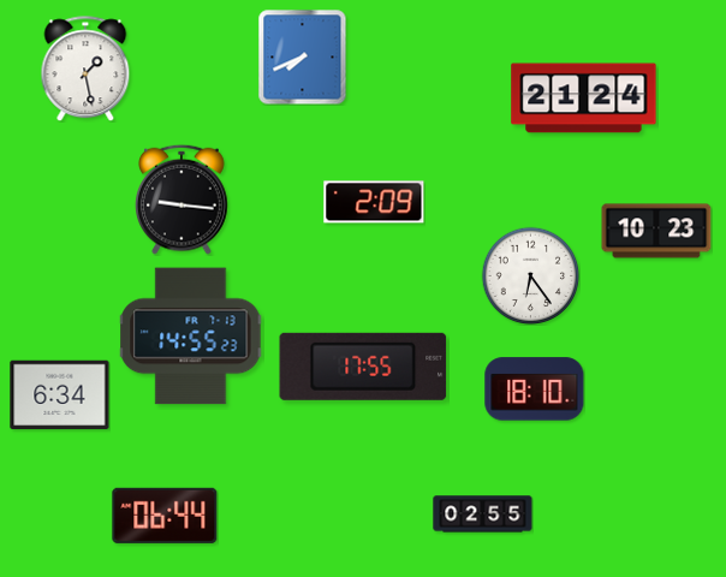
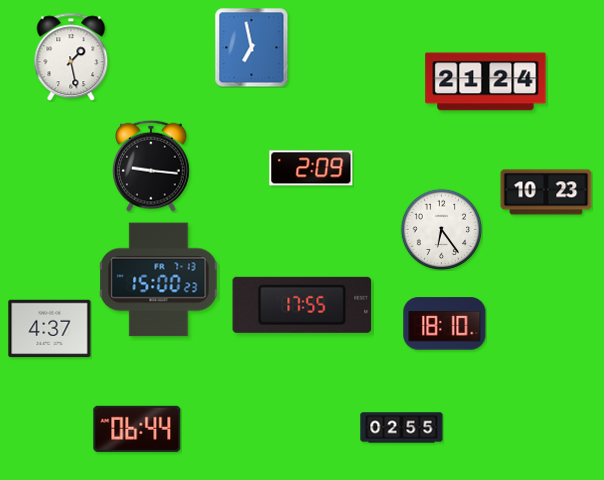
clock at (303, 56): 7:41 -> 6:58
clock at (191, 337): 14:55 -> 15:00
clock at (60, 395): 6:34 -> 4:37
